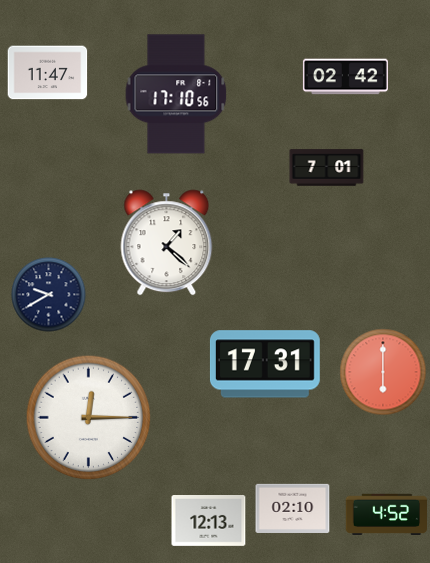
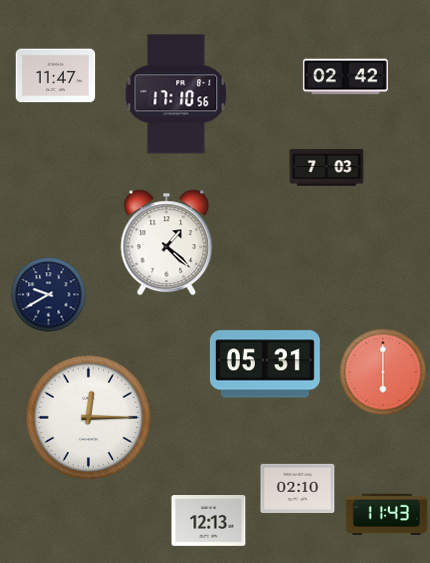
clock at (48, 73) position: (48, 73) -> (56, 76)
clock at (327, 168): 7:01 -> 7:03
clock at (265, 364): 17:31 -> 05:31
clock at (293, 508) position: (293, 508) -> (298, 488)
clock at (386, 515): 4:52 -> 11:43
